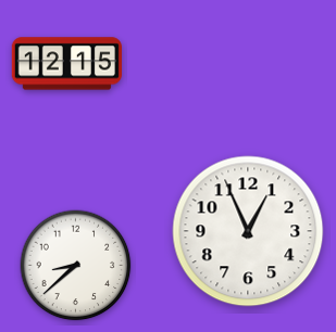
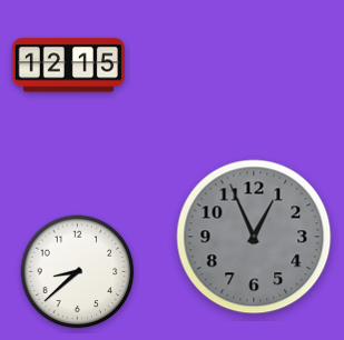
clock at (248, 231) dial: white -> grey
